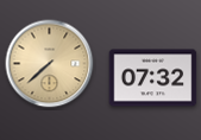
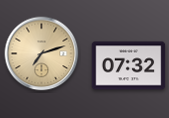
clock at (50, 64): 7:38 -> 7:12
